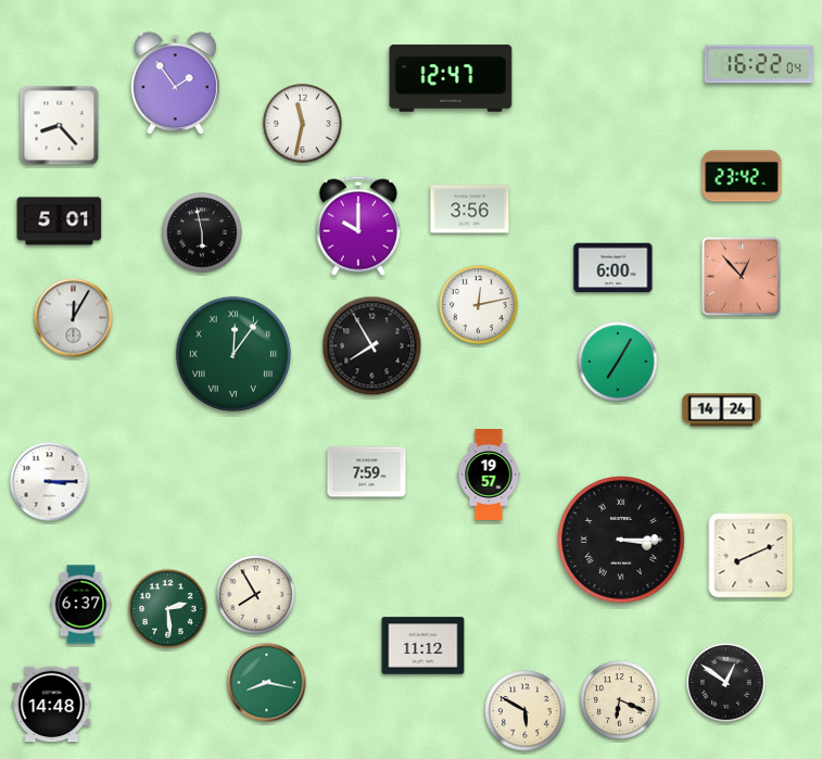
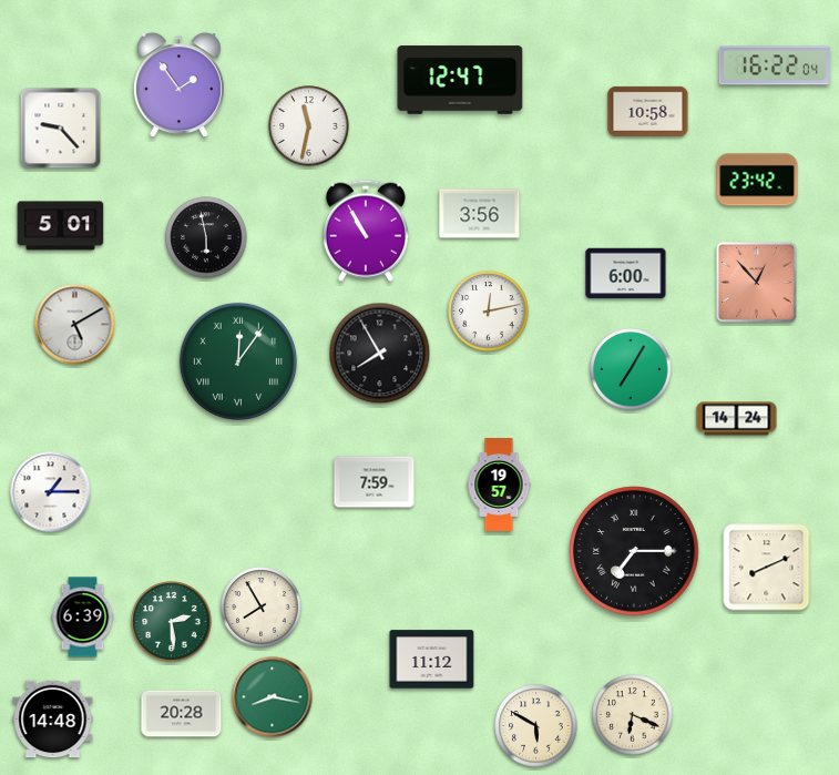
clock at (648, 111): none -> 10:58
clock at (60, 126): 8:23 -> 9:23
clock at (358, 226): 10:00 -> 10:55
clock at (74, 318): 12:05 -> 5:10
clock at (50, 482): 3:15 -> 1:15
clock at (621, 540): 3:15 -> 7:15
clock at (81, 605): 6:37 -> 6:39
clock at (726, 683): 12:51 -> none
clock at (182, 714): none -> 20:28
